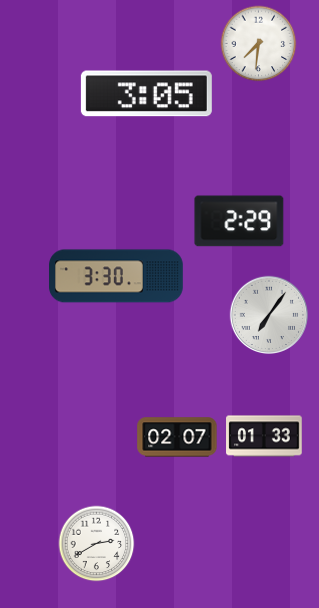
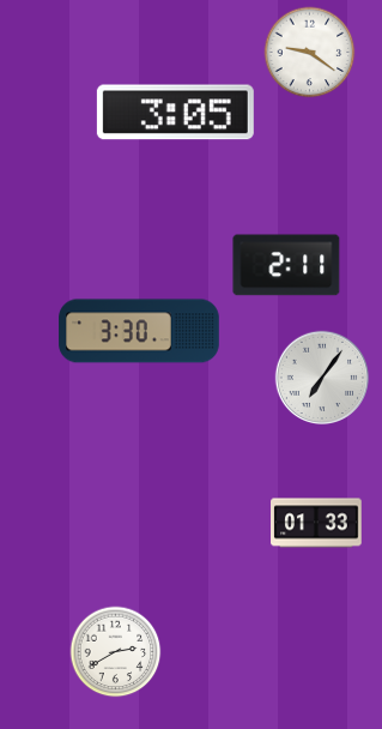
clock at (259, 44): 7:31 -> 9:21
clock at (239, 221): 2:29 -> 2:11
clock at (177, 437): 02:07 -> none
